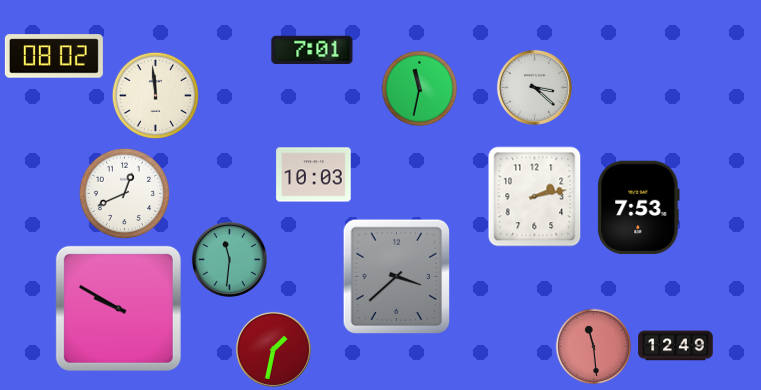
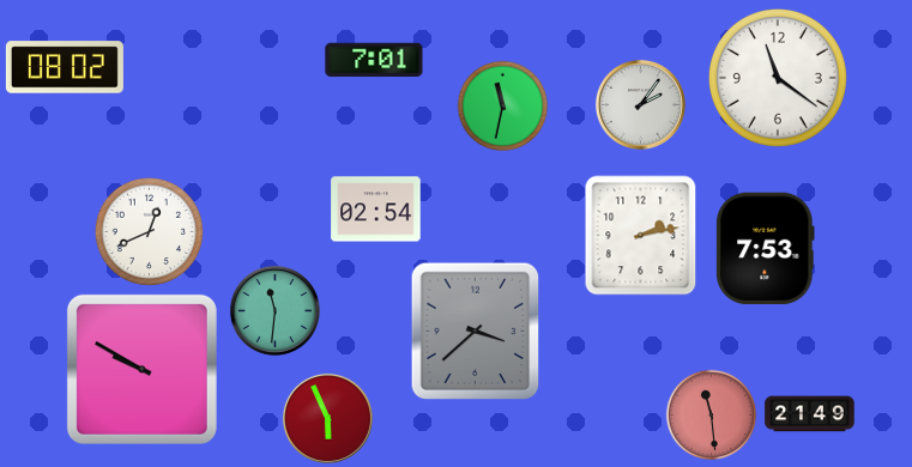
clock at (778, 78): none -> 11:21
clock at (534, 87): 3:22 -> 2:06
clock at (155, 95): 11:59 -> none
clock at (314, 175): 10:03 -> 02:54
clock at (676, 346): 12:49 -> 21:49
clock at (273, 349): 1:32 -> 5:56
